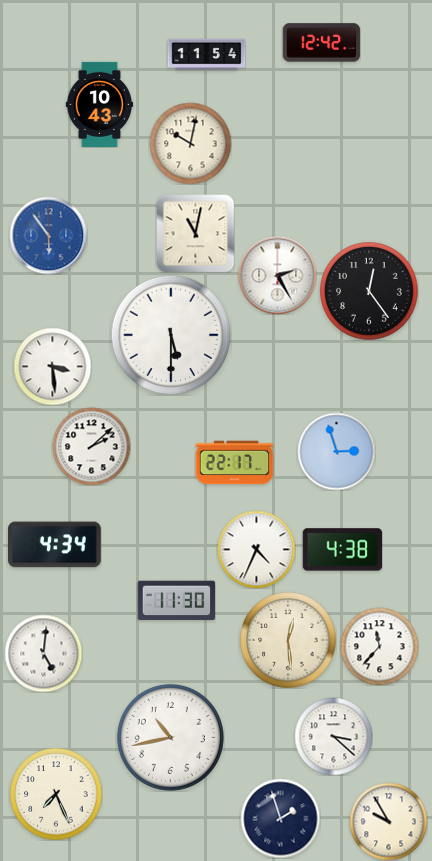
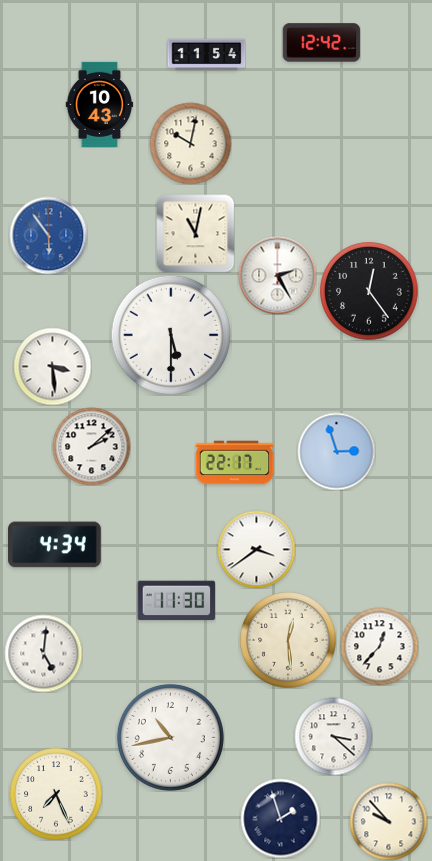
clock at (256, 549): 4:34 -> 3:39
clock at (342, 550): 4:38 -> none
clock at (379, 646): 11:37 -> 12:37
clock at (388, 821): 9:55 -> 9:53
